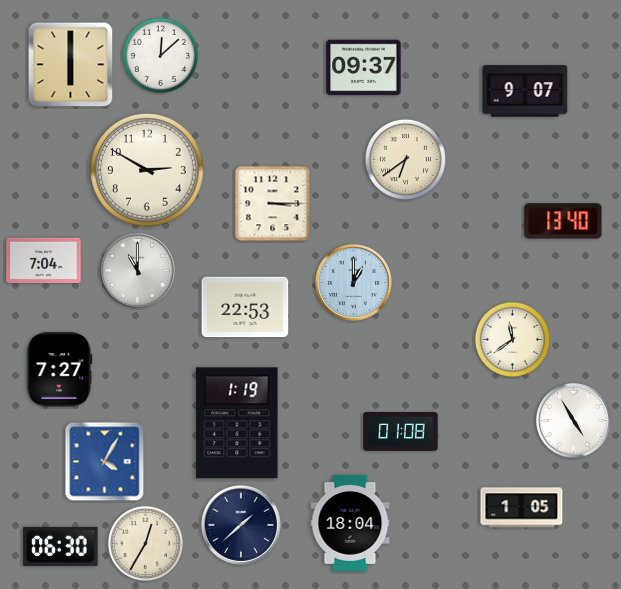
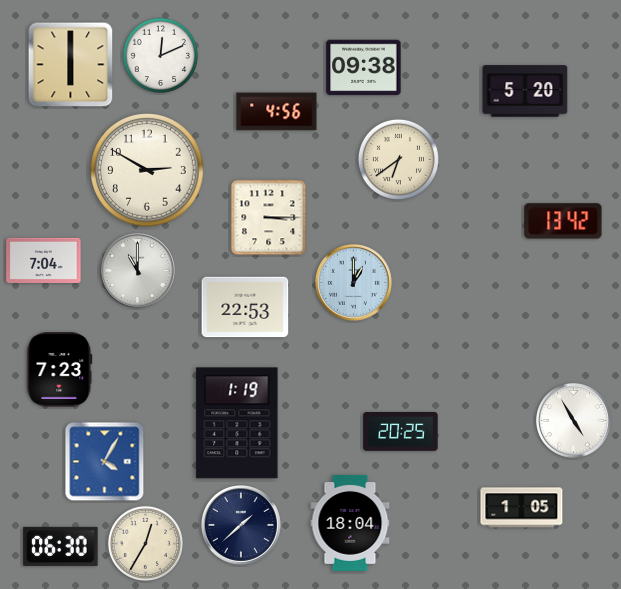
clock at (160, 55): 12:08 -> 12:11
clock at (364, 68): 09:37 -> 09:38
clock at (525, 91): 9:07 -> 5:20
clock at (277, 112): none -> 4:56
clock at (405, 159) position: (405, 159) -> (398, 159)
clock at (273, 204) position: (273, 204) -> (269, 218)
clock at (563, 221): 13:40 -> 13:42
clock at (512, 339): 11:39 -> none
clock at (60, 370): 7:27 -> 7:23
clock at (401, 432): 01:08 -> 20:25
